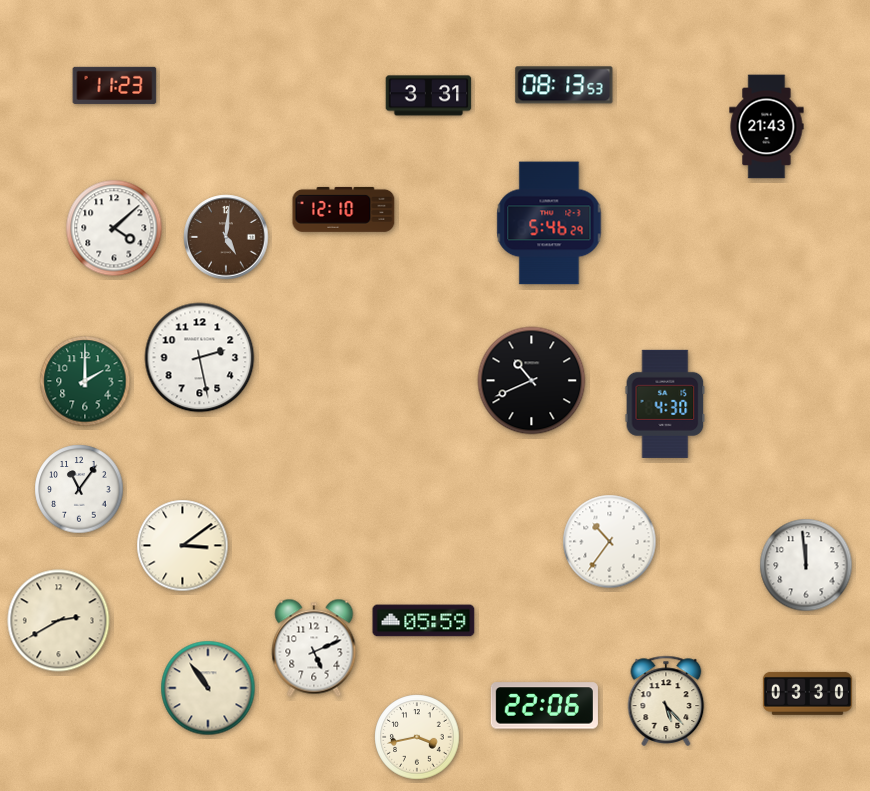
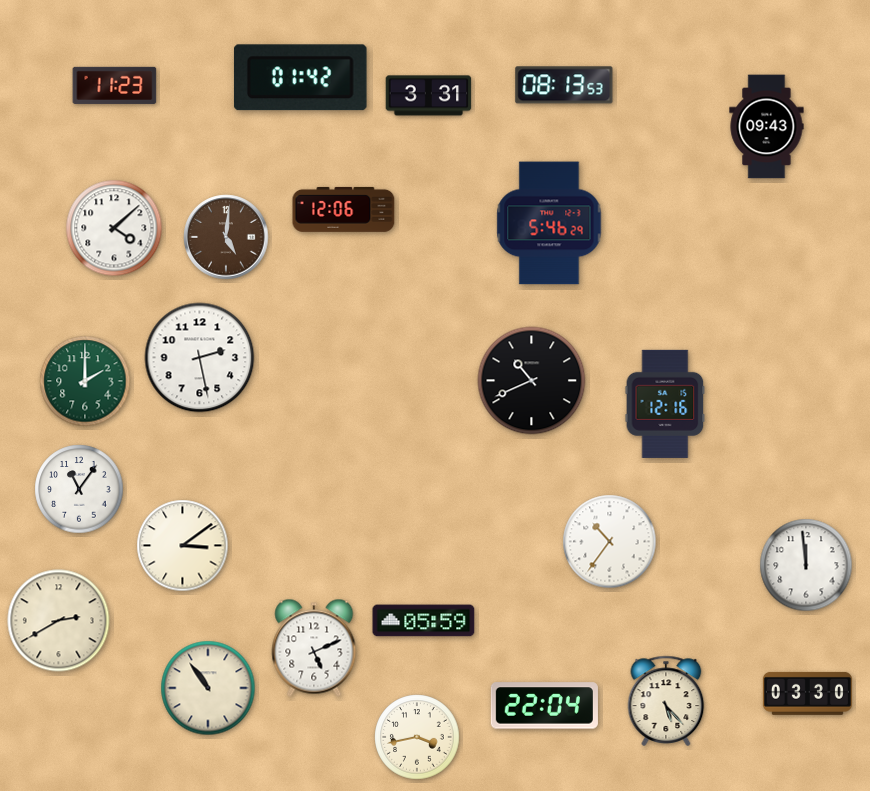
clock at (300, 78): none -> 01:42
clock at (767, 127): 21:43 -> 09:43
clock at (344, 209): 12:10 -> 12:06
clock at (665, 404): 4:30 -> 12:16
clock at (544, 706): 22:06 -> 22:04
